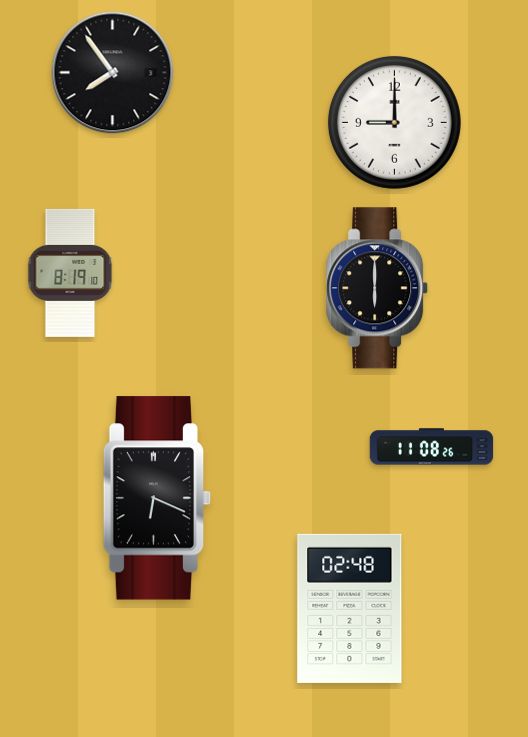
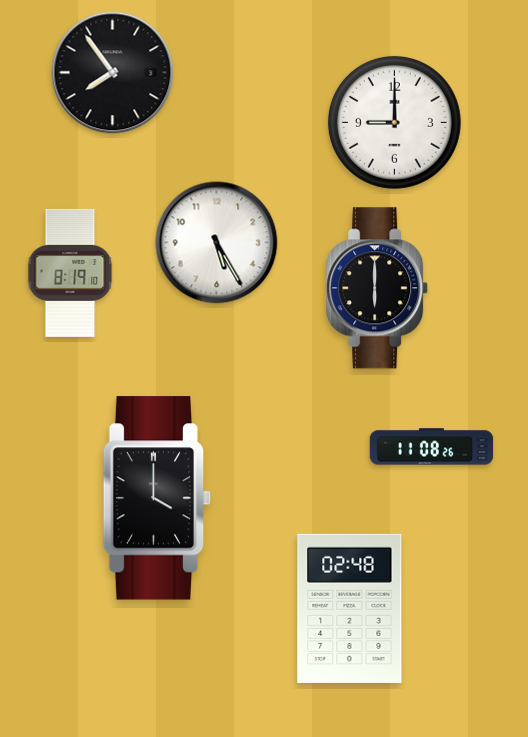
clock at (217, 243): none -> 5:25
clock at (157, 498): 6:19 -> 4:00
